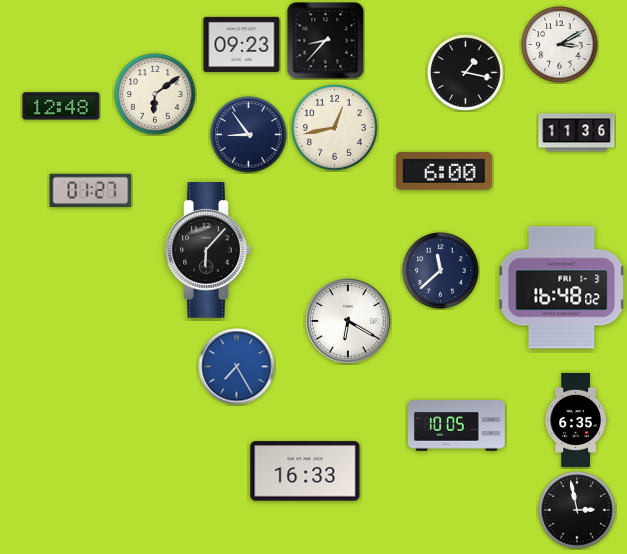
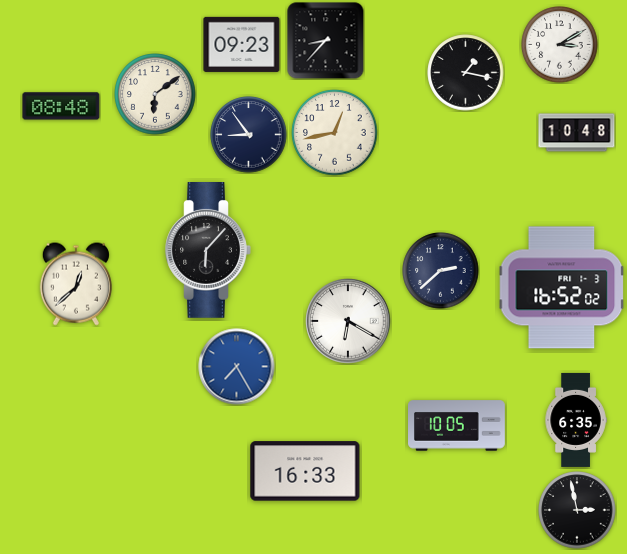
clock at (61, 106): 12:48 -> 08:48
clock at (335, 128) position: (335, 128) -> (335, 133)
clock at (577, 133): 11:36 -> 10:48
clock at (444, 171): 6:00 -> none
clock at (91, 190): 01:27 -> none
clock at (441, 271): 11:38 -> 2:38
clock at (76, 284): none -> 12:38
clock at (562, 288): 16:48 -> 16:52
